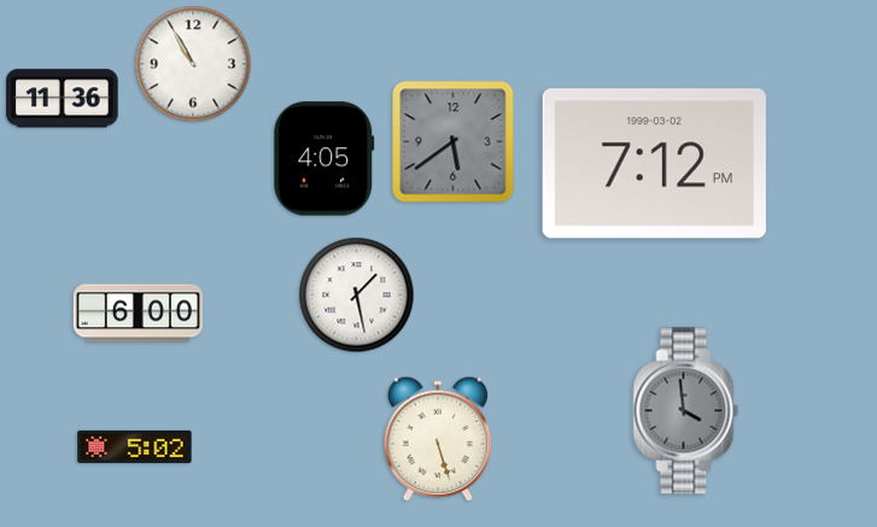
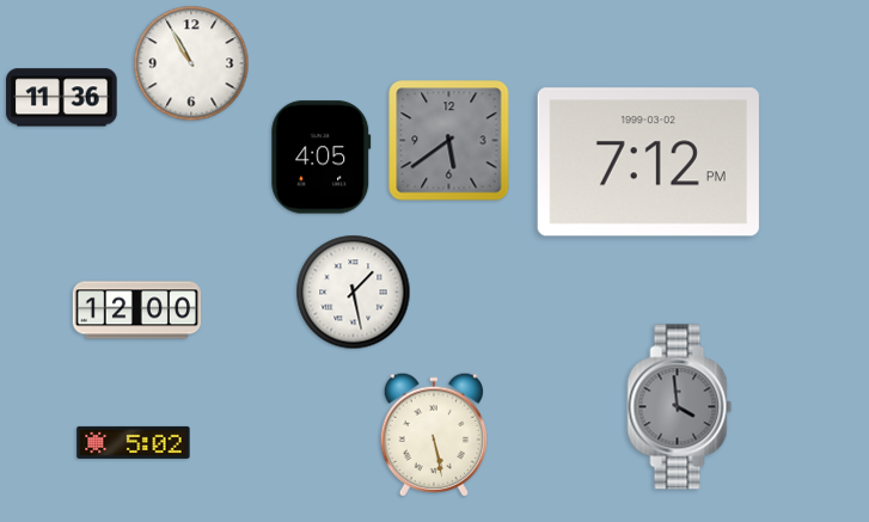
clock at (138, 314): 6:00 -> 12:00
clock at (437, 439): 5:27 -> 5:28
